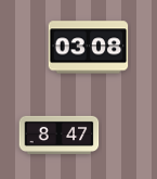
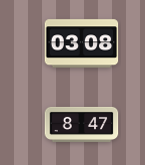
clock at (60, 135) position: (60, 135) -> (82, 124)
